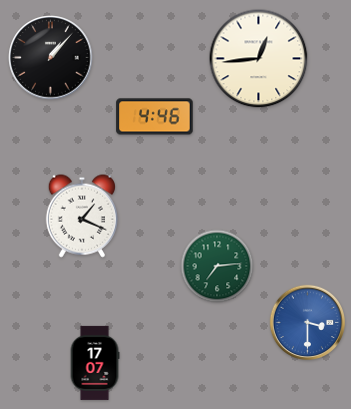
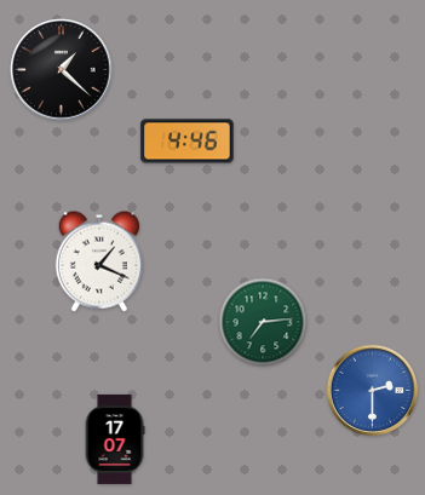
clock at (51, 58): 1:07 -> 1:22
clock at (259, 59): 12:44 -> none
clock at (308, 323): 3:30 -> 2:30
